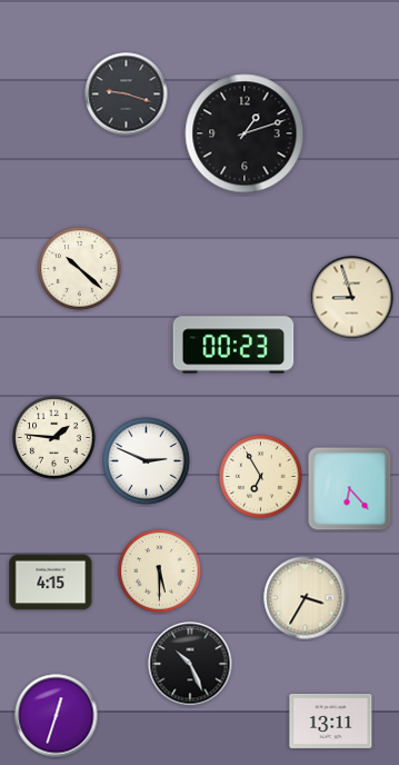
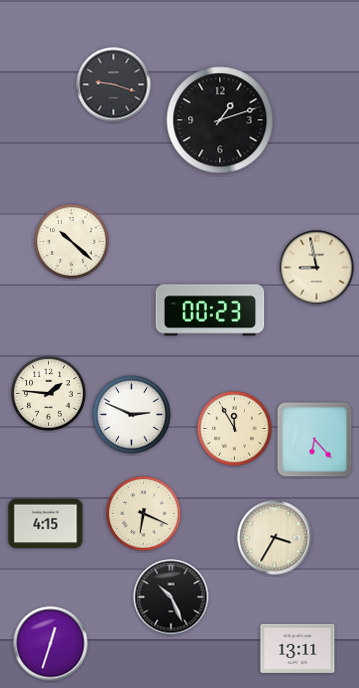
clock at (352, 298): 8:57 -> 8:58
clock at (261, 477): 6:55 -> 11:55
clock at (160, 572): 5:30 -> 6:19
